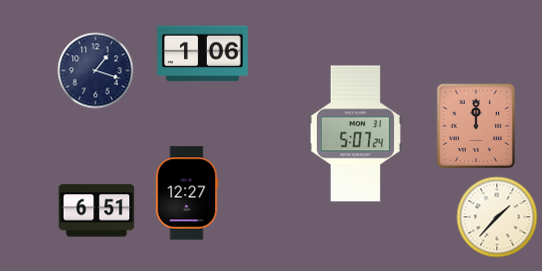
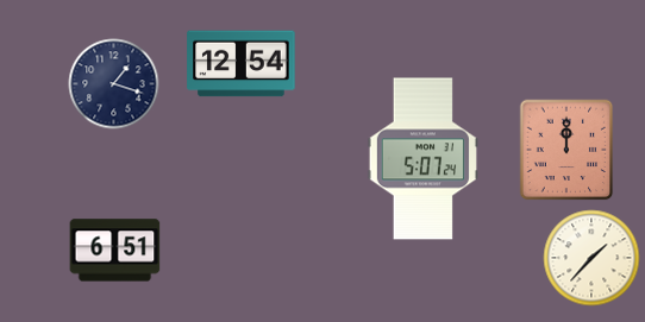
clock at (203, 54): 1:06 -> 12:54
clock at (187, 193): 12:27 -> none
